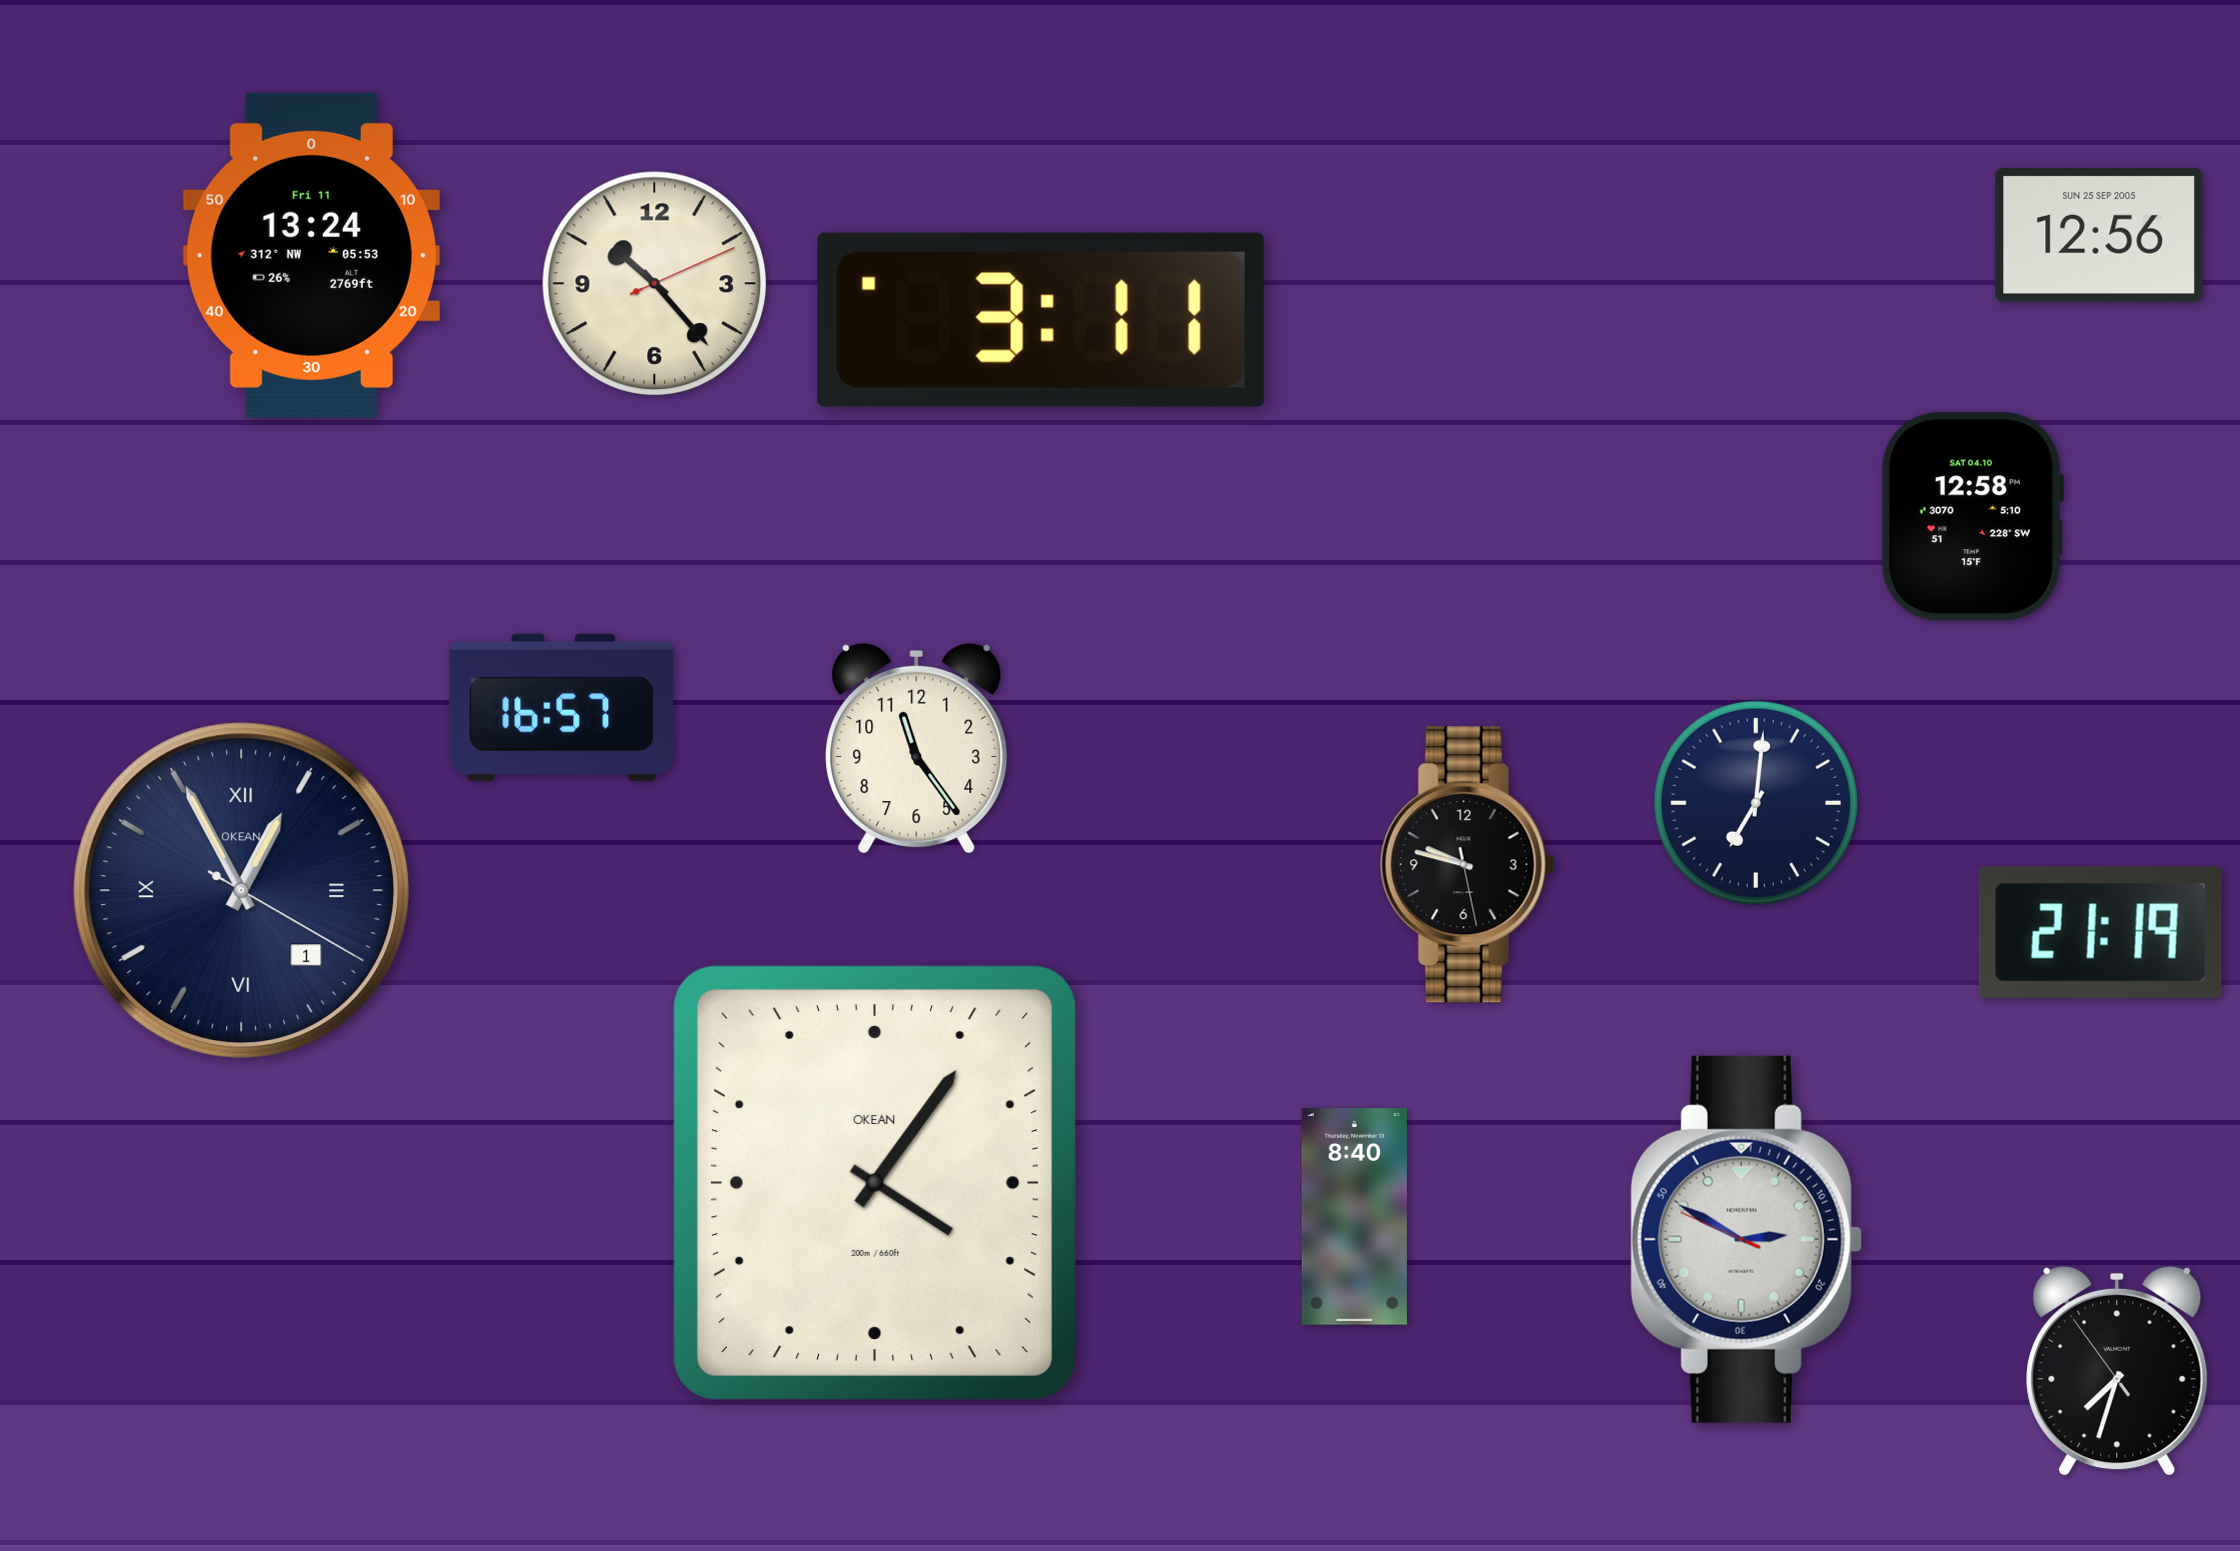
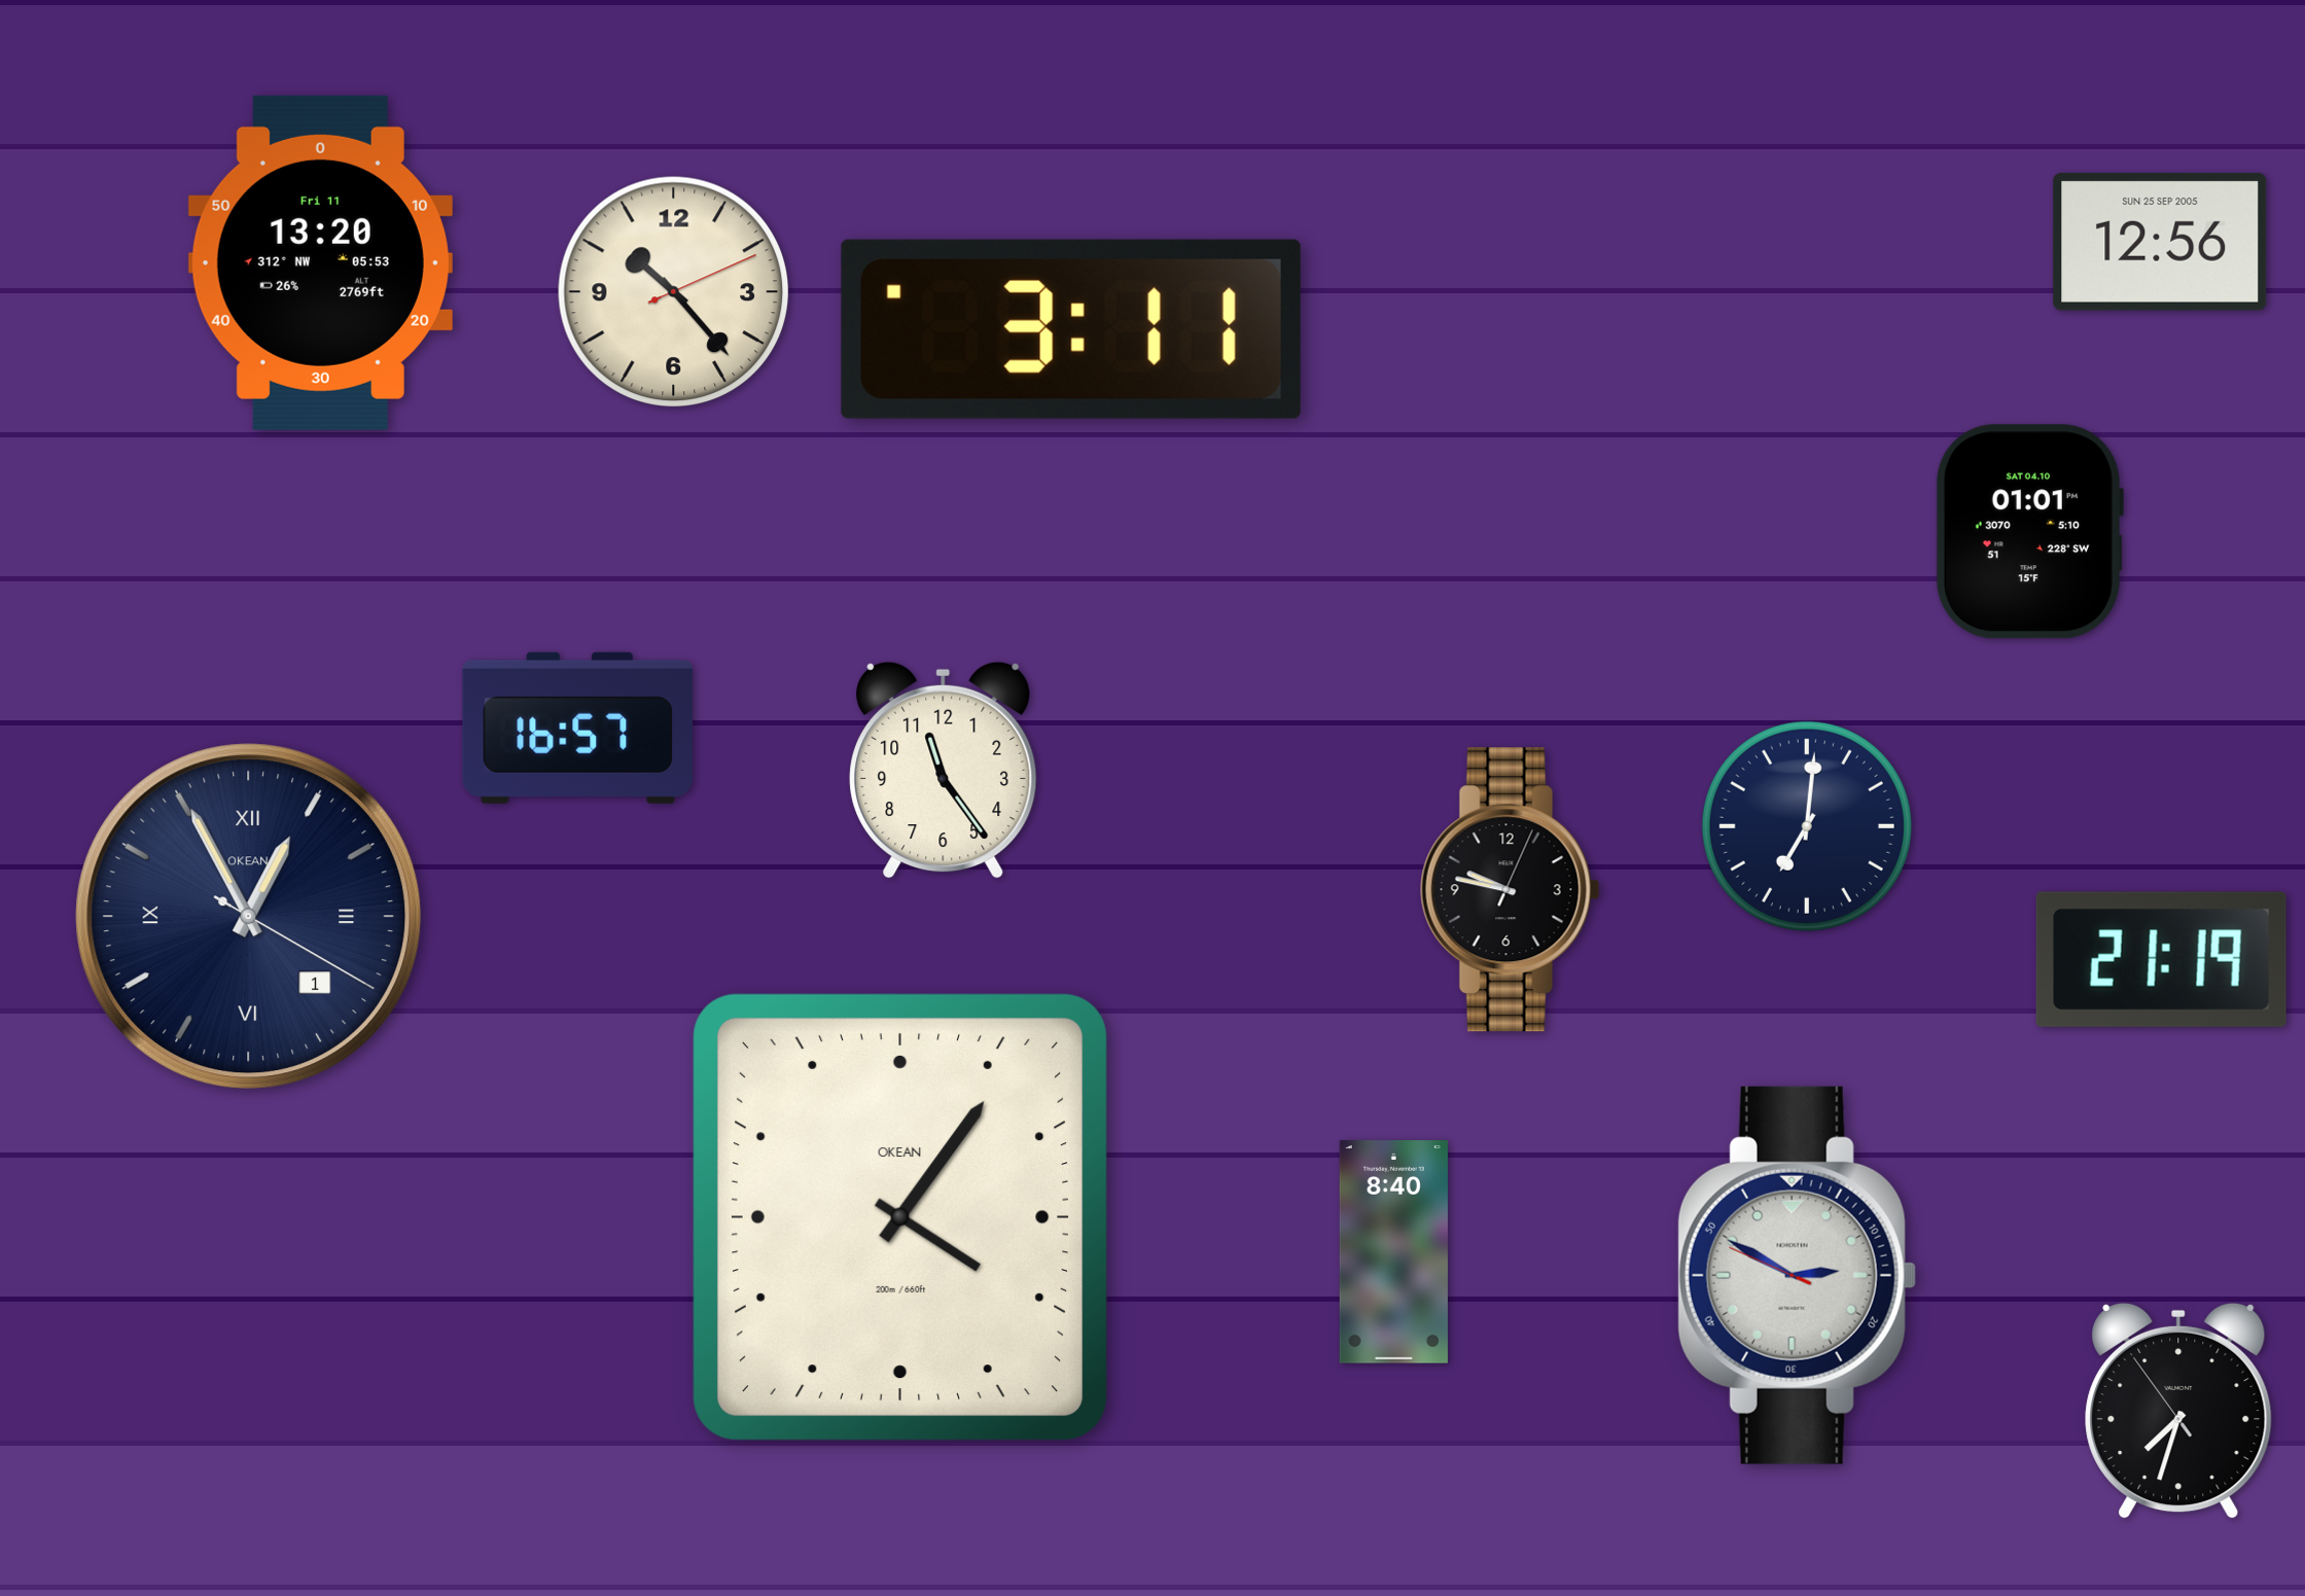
clock at (311, 255): 13:24 -> 13:20
clock at (1972, 517): 12:58 -> 01:01
clock at (1467, 865): 9:47:28 -> 9:47:04
